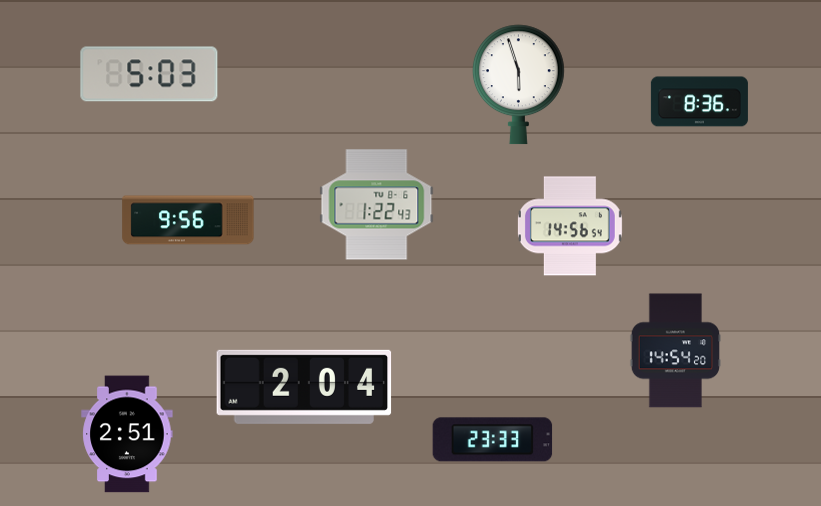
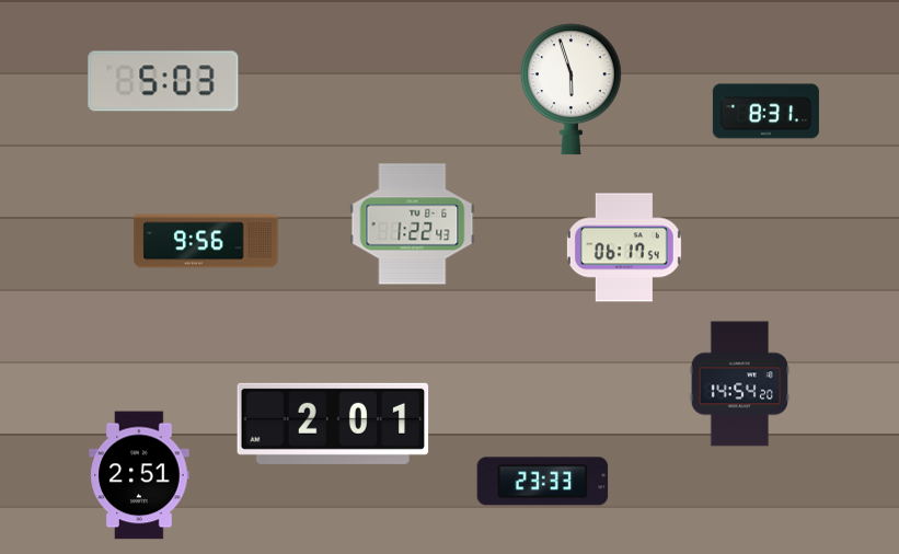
clock at (518, 85) position: (518, 85) -> (570, 90)
clock at (699, 102): 8:36 -> 8:31
clock at (570, 226): 14:56 -> 06:17
clock at (304, 387): 2:04 -> 2:01
clock at (493, 440) position: (493, 440) -> (543, 482)
